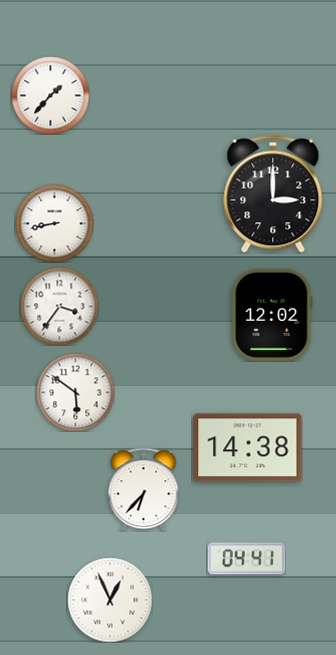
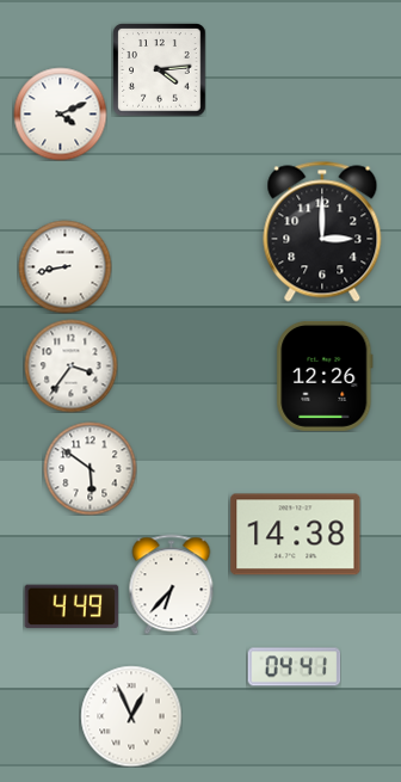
clock at (159, 69): none -> 4:14
clock at (50, 95): 1:37 -> 4:11
clock at (273, 194) position: (273, 194) -> (322, 232)
clock at (272, 315): 12:02 -> 12:26
clock at (72, 606): none -> 4:49
